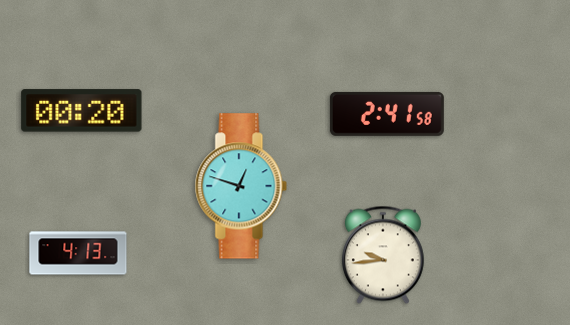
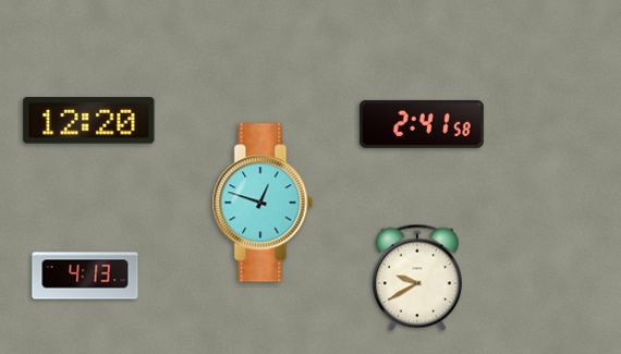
clock at (82, 111): 00:20 -> 12:20
clock at (383, 255): 9:44 -> 9:40
